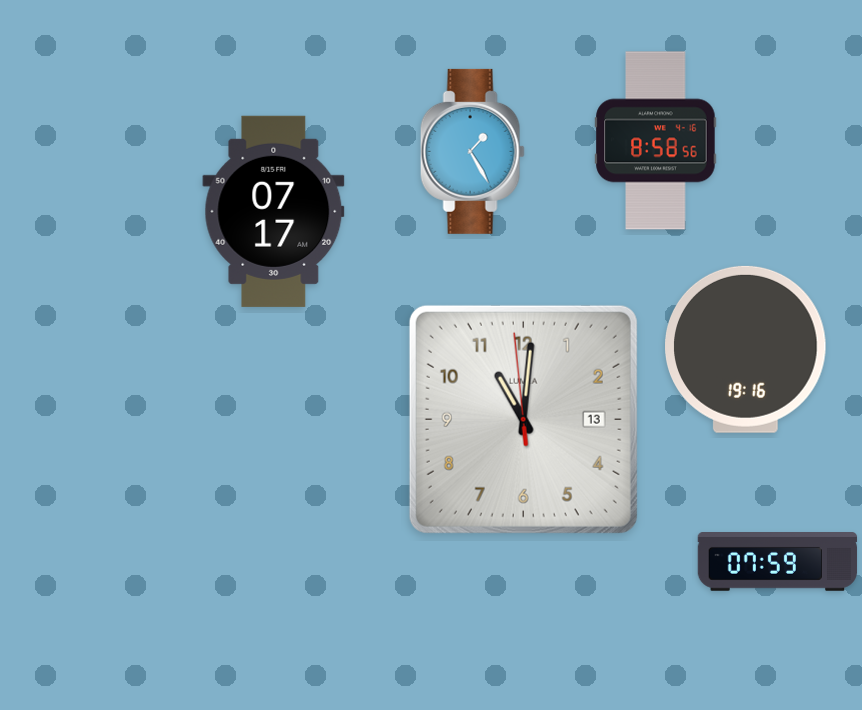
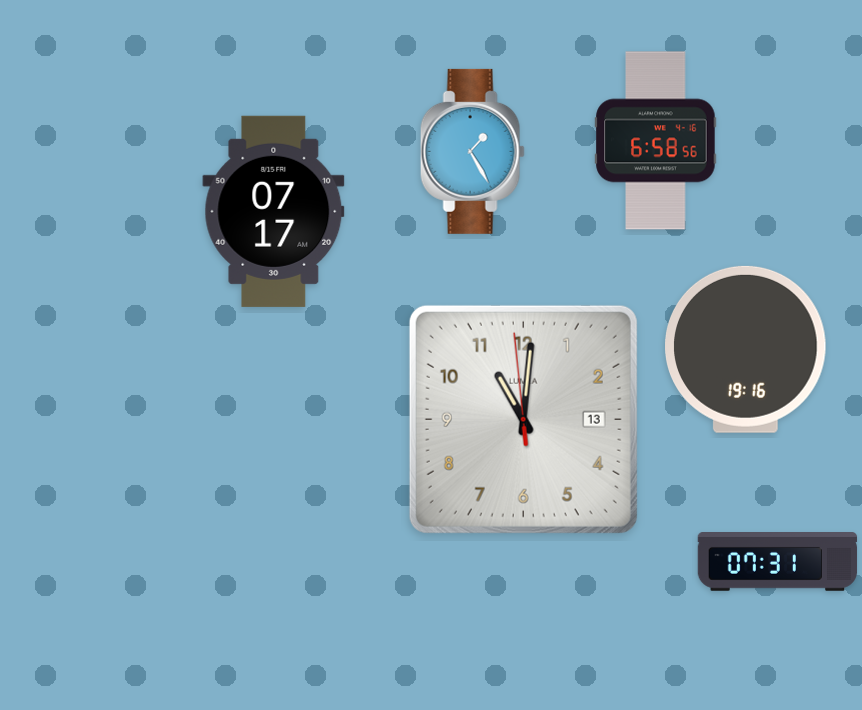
clock at (656, 141): 8:58 -> 6:58
clock at (778, 562): 07:59 -> 07:31
